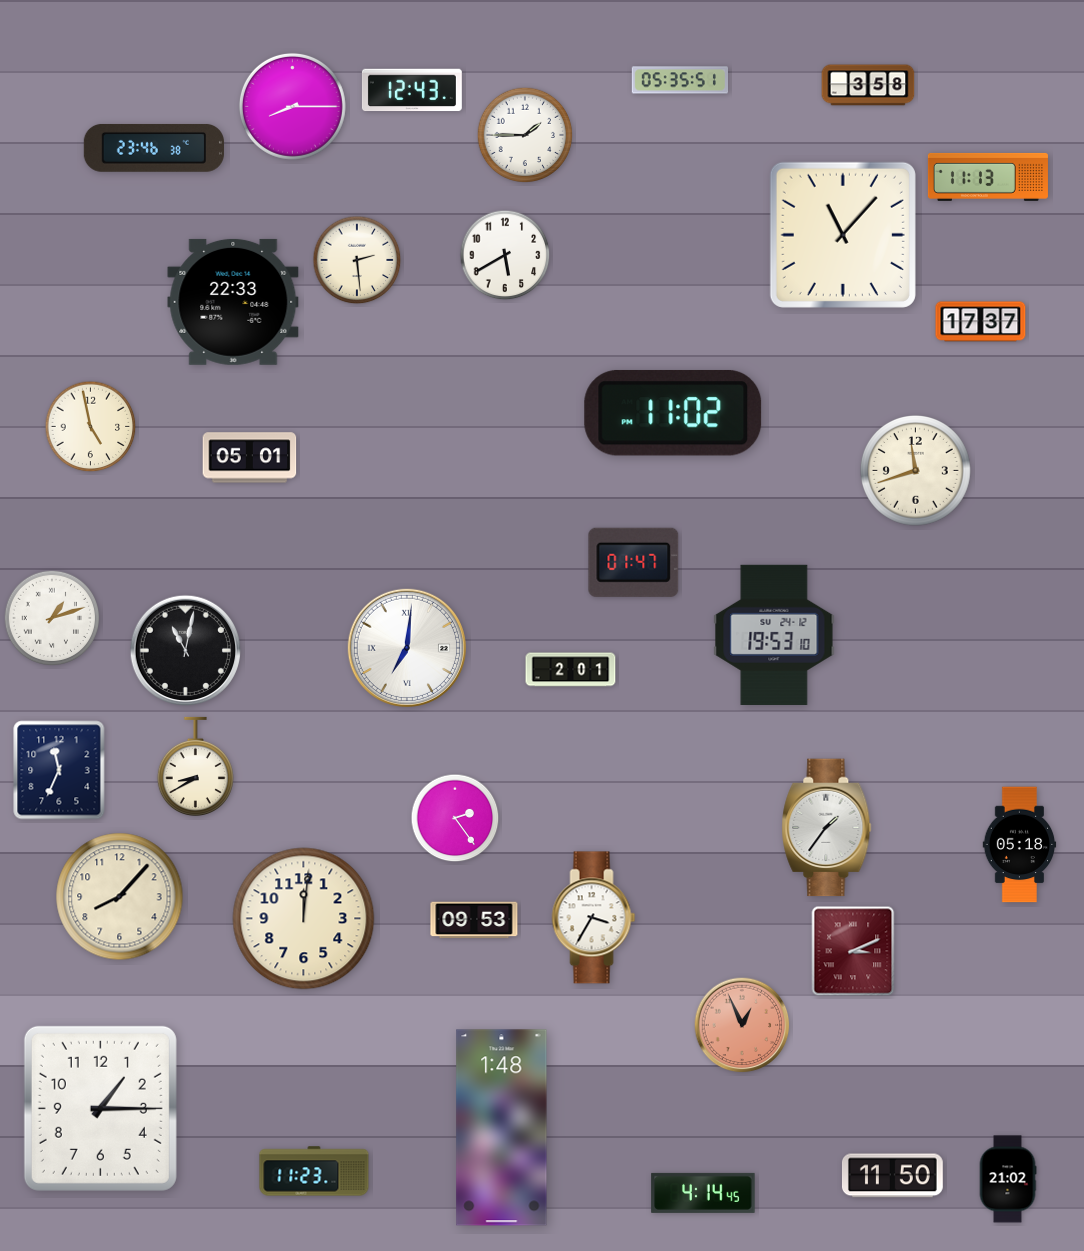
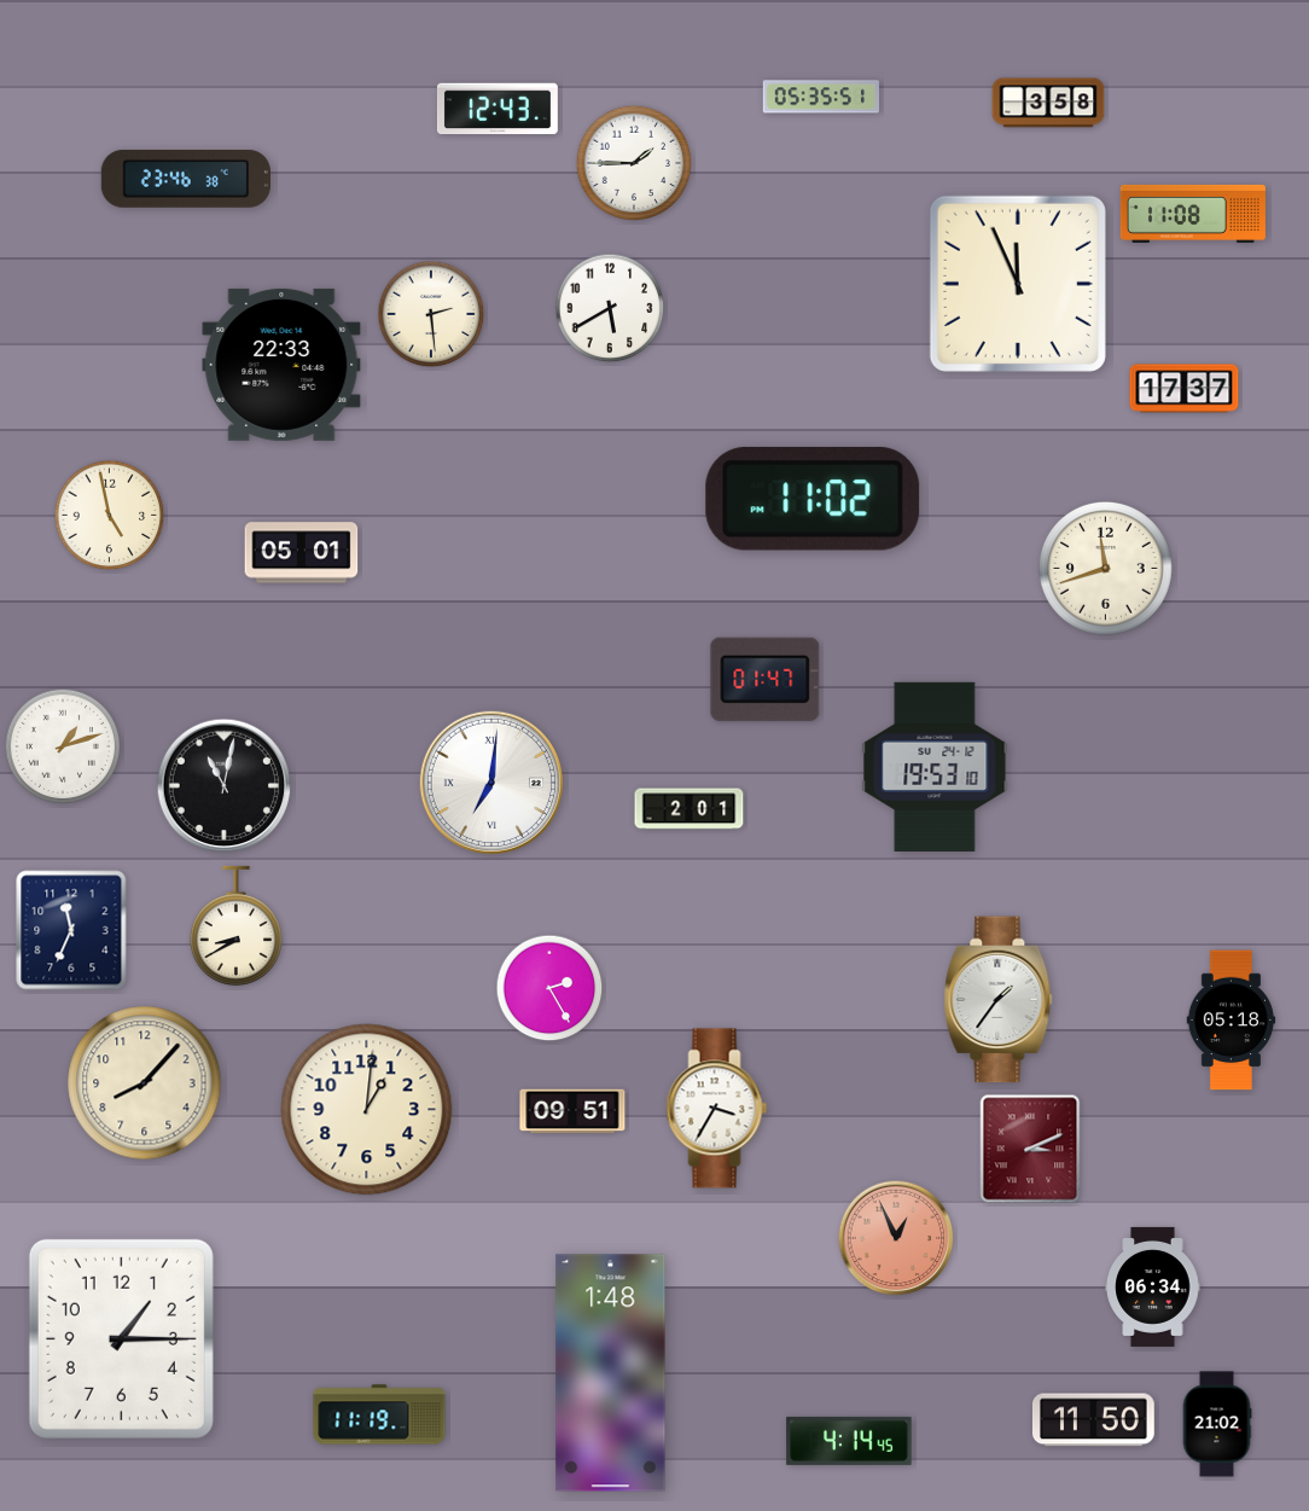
clock at (292, 106): 8:15 -> none
clock at (988, 177): 11:13 -> 11:08
clock at (843, 235): 11:07 -> 11:56
clock at (455, 818): 2:24 -> 2:25
clock at (304, 919): 12:01 -> 1:01
clock at (474, 920): 09:53 -> 09:51
clock at (1153, 1286): none -> 06:34
clock at (502, 1128) position: (502, 1128) -> (611, 1373)
clock at (314, 1171): 11:23 -> 11:19
clock at (893, 1176) position: (893, 1176) -> (1094, 1420)
